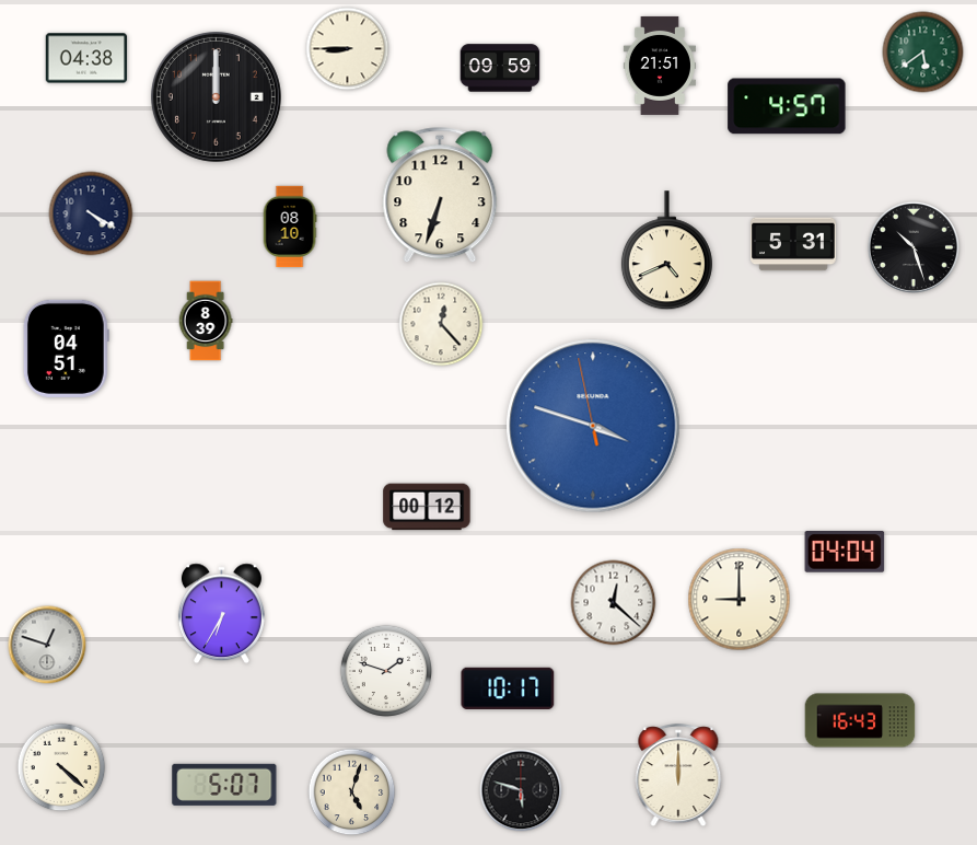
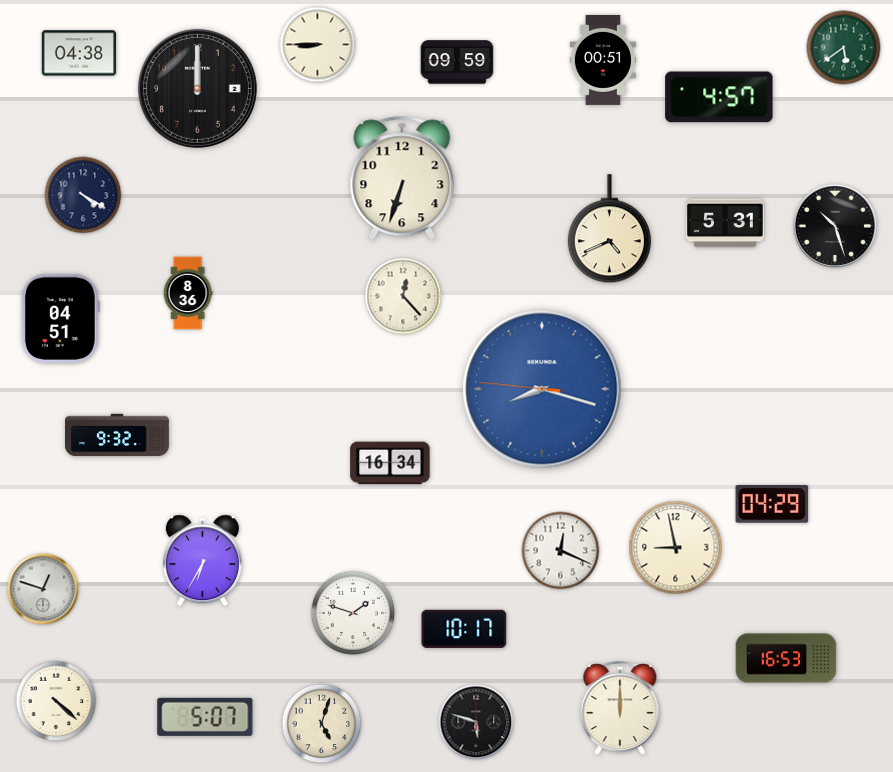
clock at (660, 66): 21:51 -> 00:51
clock at (290, 227): 08:10 -> none
clock at (206, 321): 8:39 -> 8:36
clock at (593, 426): 3:47 -> 8:17
clock at (117, 435): none -> 9:32
clock at (427, 507): 00:12 -> 16:34
clock at (845, 553): 04:04 -> 04:29
clock at (740, 600): 9:00 -> 8:58
clock at (614, 603): 12:22 -> 12:19
clock at (860, 720): 16:43 -> 16:53
